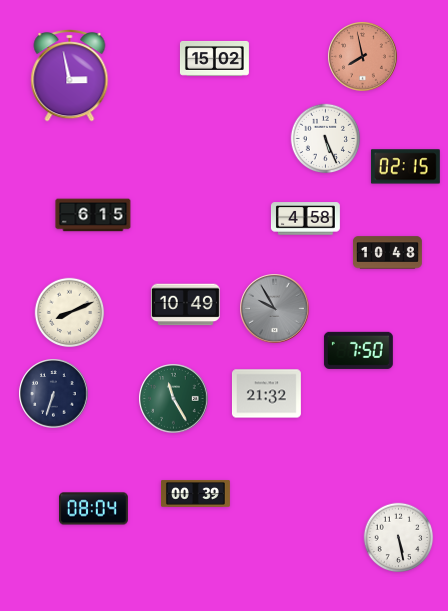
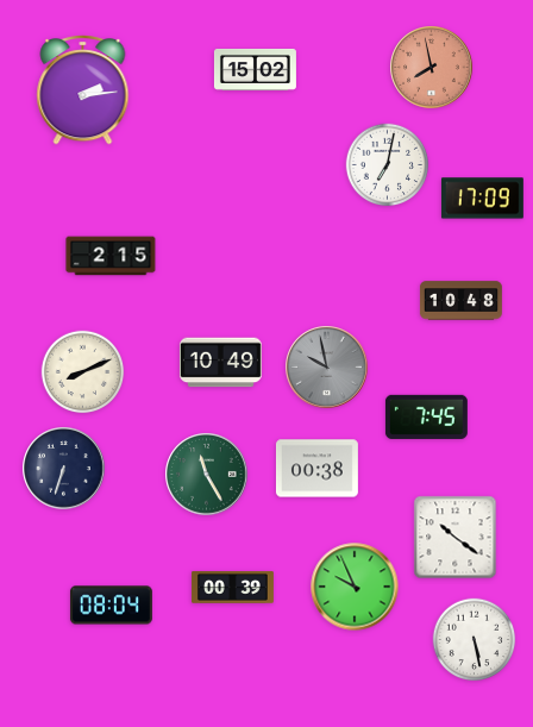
clock at (70, 76): 2:58 -> 2:14
clock at (326, 139): 5:26 -> 7:02
clock at (405, 167): 02:15 -> 17:09
clock at (93, 215): 6:15 -> 2:15
clock at (305, 219): 4:58 -> none
clock at (275, 309): 9:55 -> 9:58
clock at (358, 350): 7:50 -> 7:45
clock at (266, 394): 21:32 -> 00:38
clock at (456, 538): none -> 10:21
clock at (355, 587): none -> 9:56
